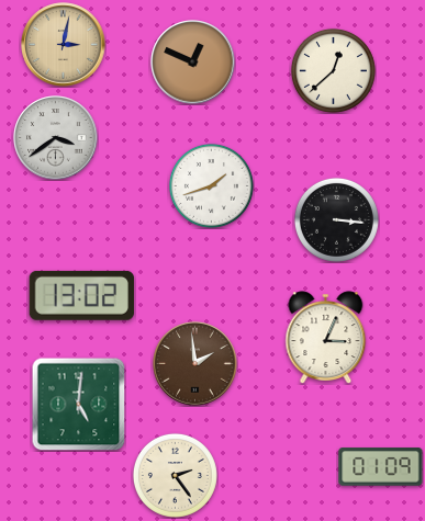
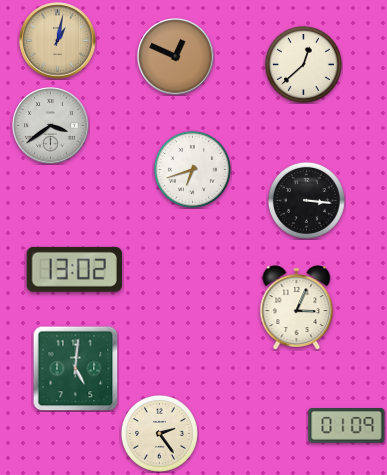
clock at (64, 45): 3:02 -> 1:02
clock at (211, 185): 1:42 -> 6:42
clock at (195, 364): 1:59 -> none
clock at (78, 404) position: (78, 404) -> (75, 368)
